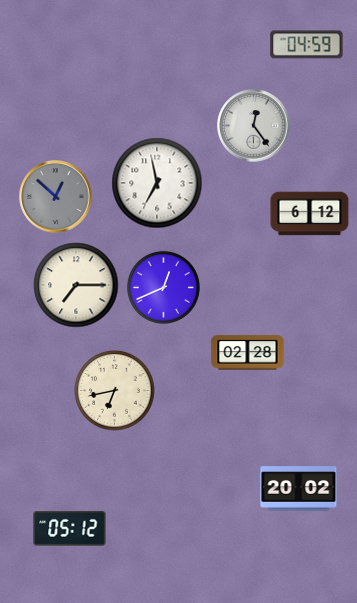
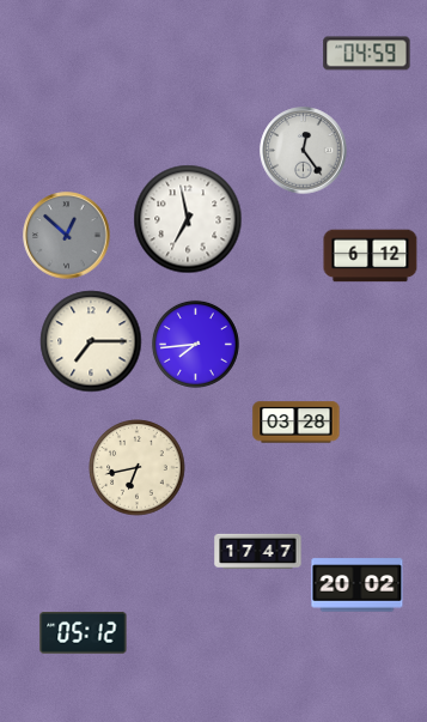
clock at (163, 287): 12:41 -> 7:44
clock at (248, 353): 02:28 -> 03:28
clock at (258, 552): none -> 17:47
